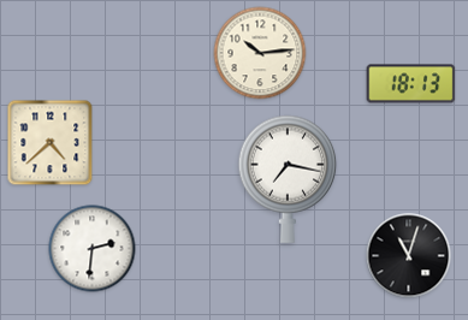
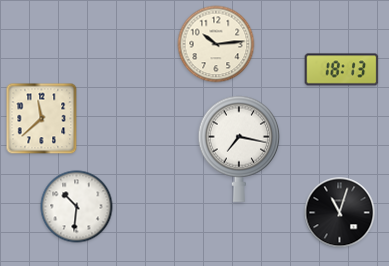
clock at (51, 143): 4:38 -> 11:38
clock at (93, 249): 2:31 -> 10:31
